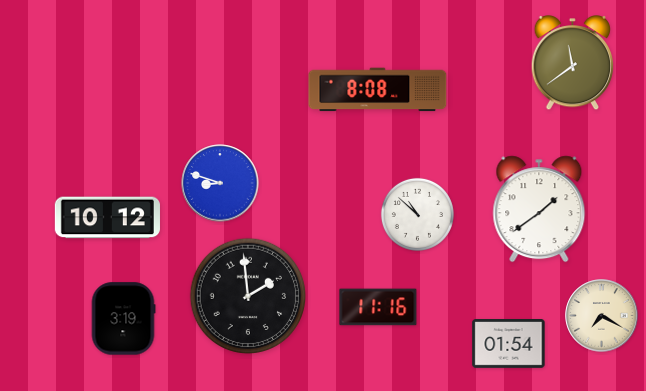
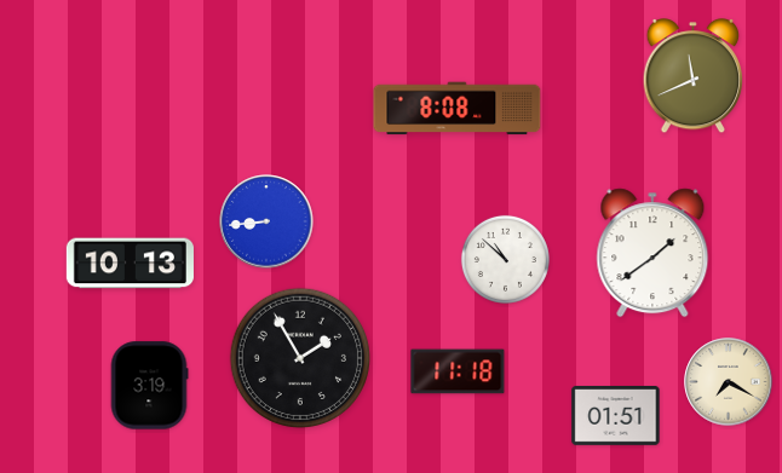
clock at (573, 64): 11:39 -> 11:41
clock at (220, 183): 8:48 -> 8:44
clock at (107, 218): 10:12 -> 10:13
clock at (247, 295): 1:59 -> 1:55
clock at (378, 307): 11:16 -> 11:18
clock at (509, 344): 01:54 -> 01:51
